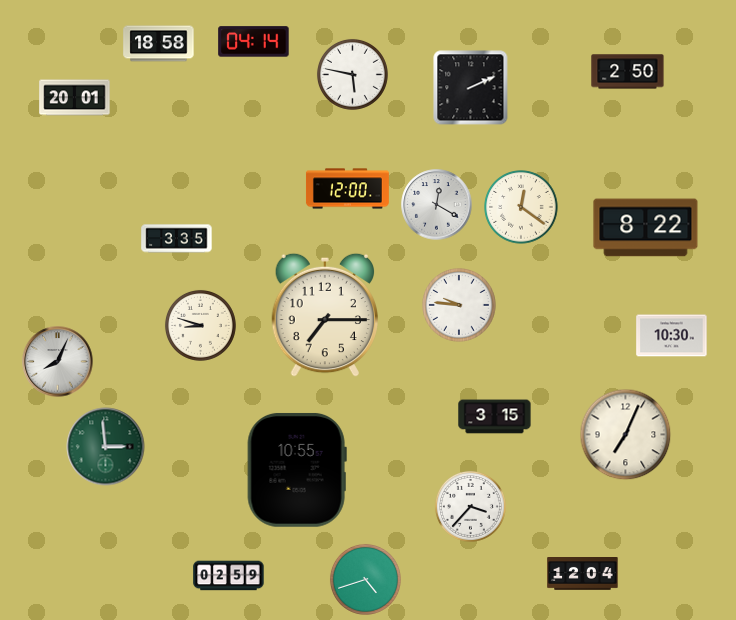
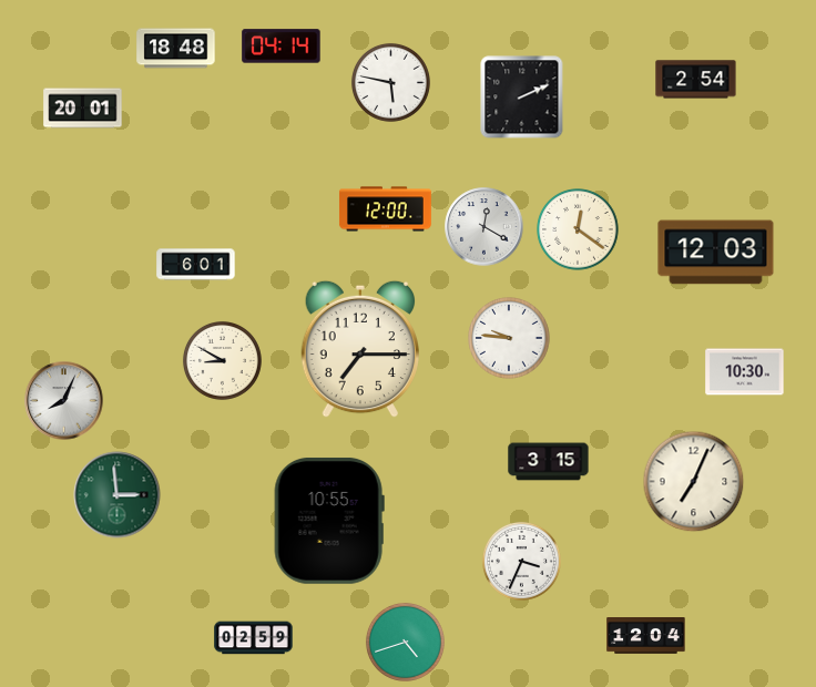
clock at (159, 44): 18:58 -> 18:48
clock at (628, 72): 2:50 -> 2:54
clock at (646, 228): 8:22 -> 12:03
clock at (177, 239): 3:35 -> 6:01
clock at (200, 325): 8:48 -> 8:50
clock at (470, 506): 3:37 -> 3:34
